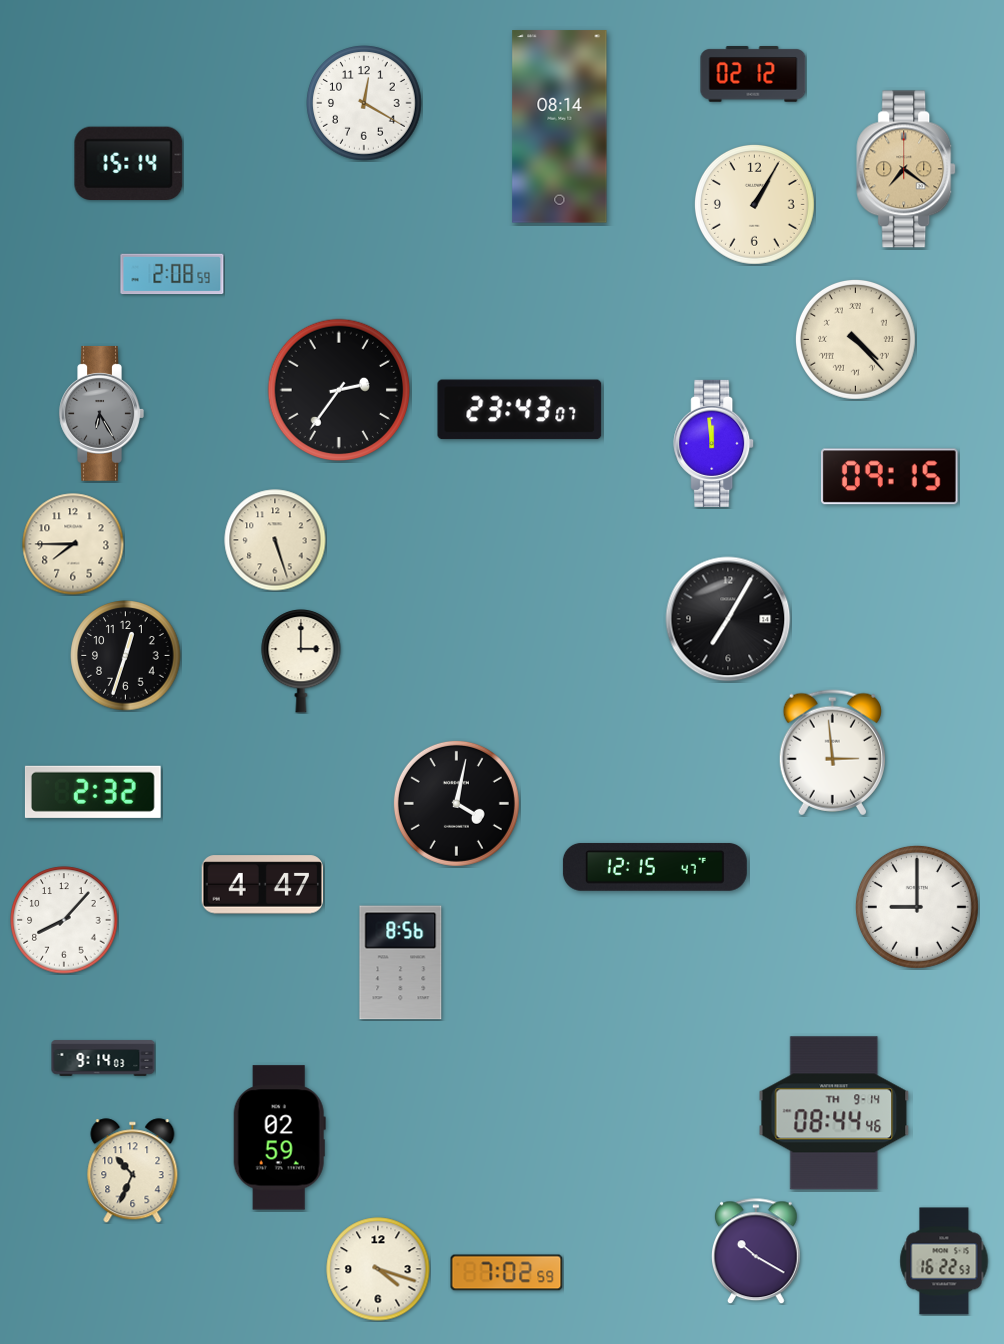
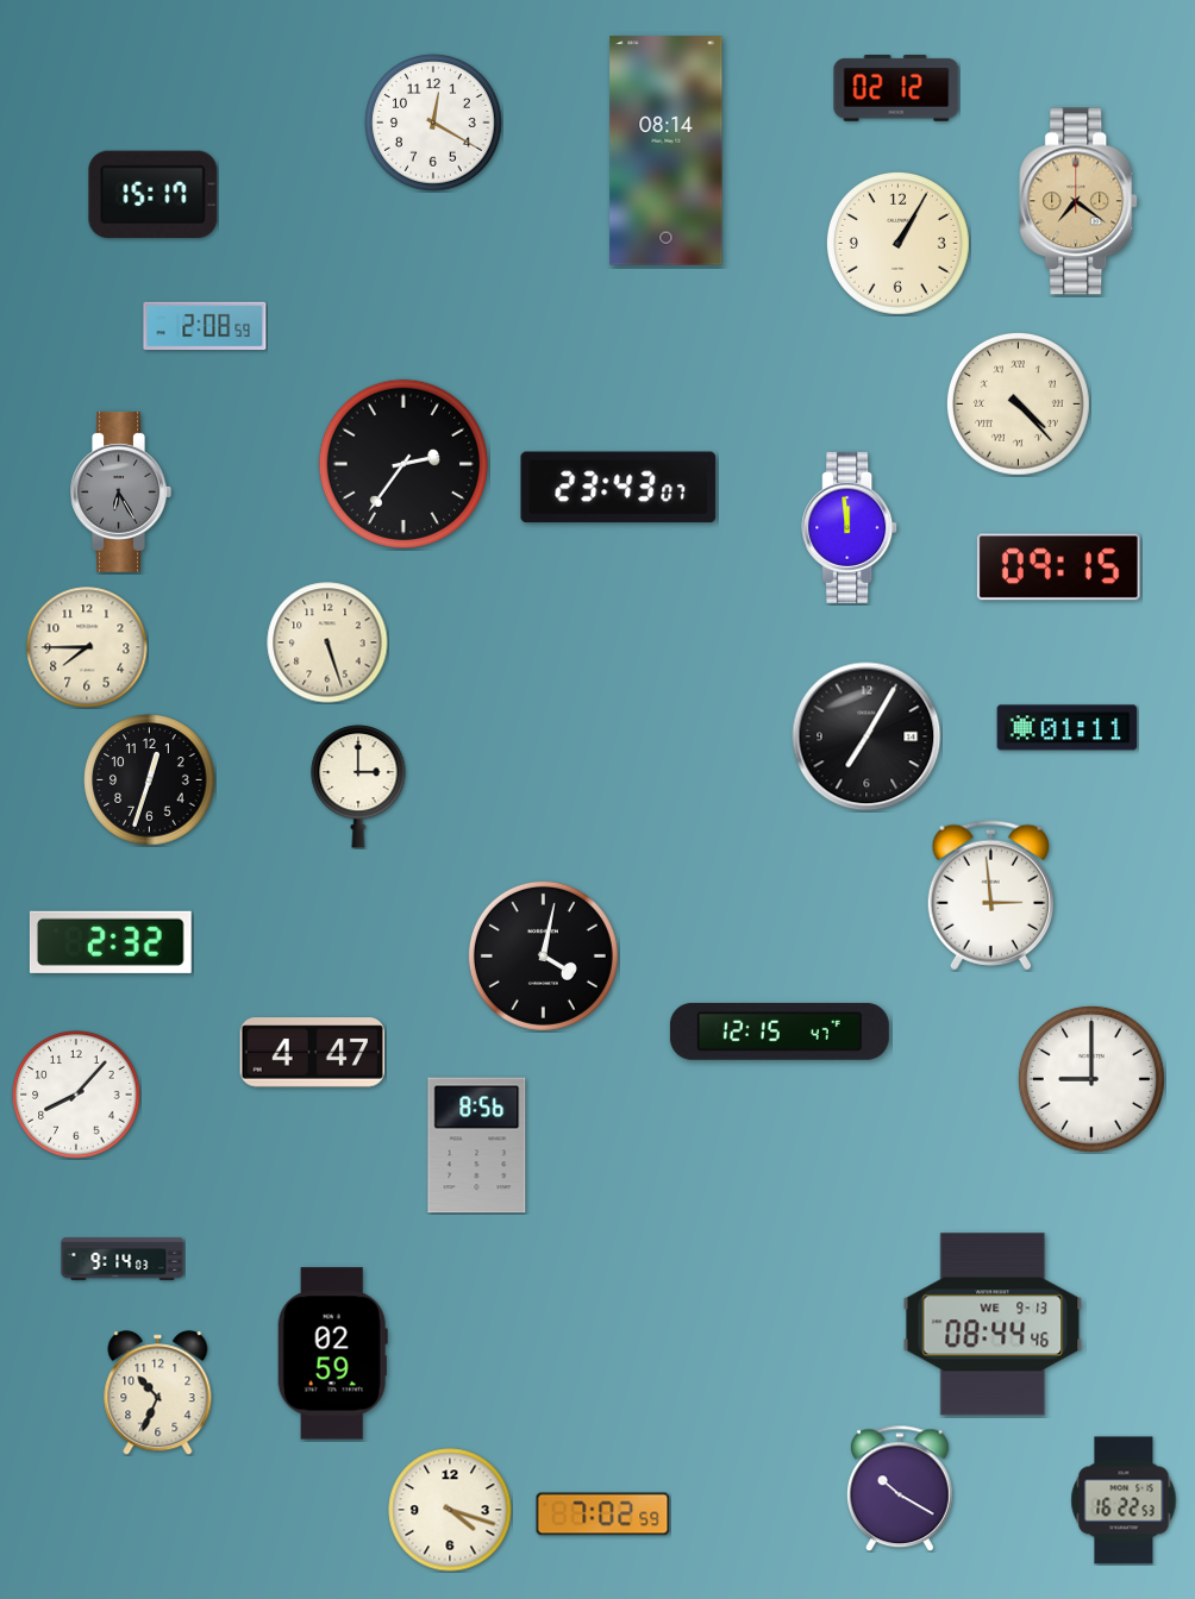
clock at (129, 164): 15:14 -> 15:17
clock at (1068, 728): none -> 01:11
clock at (834, 1113) date: TH 9-14 -> WE 9-13
